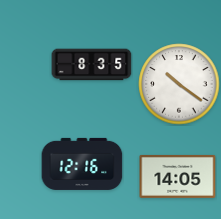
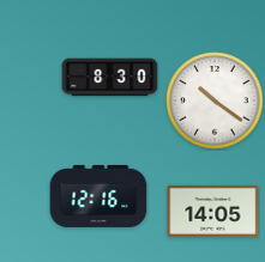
clock at (92, 65): 8:35 -> 8:30
